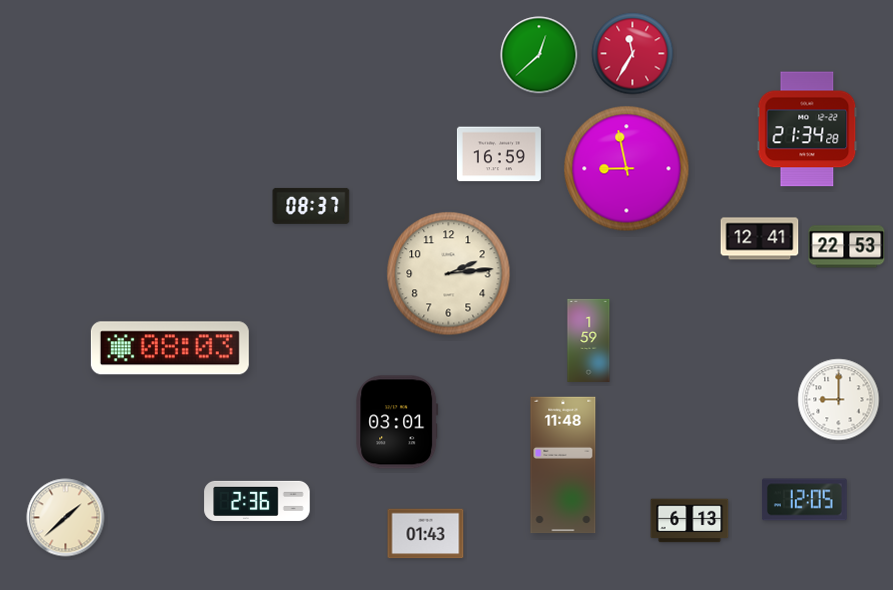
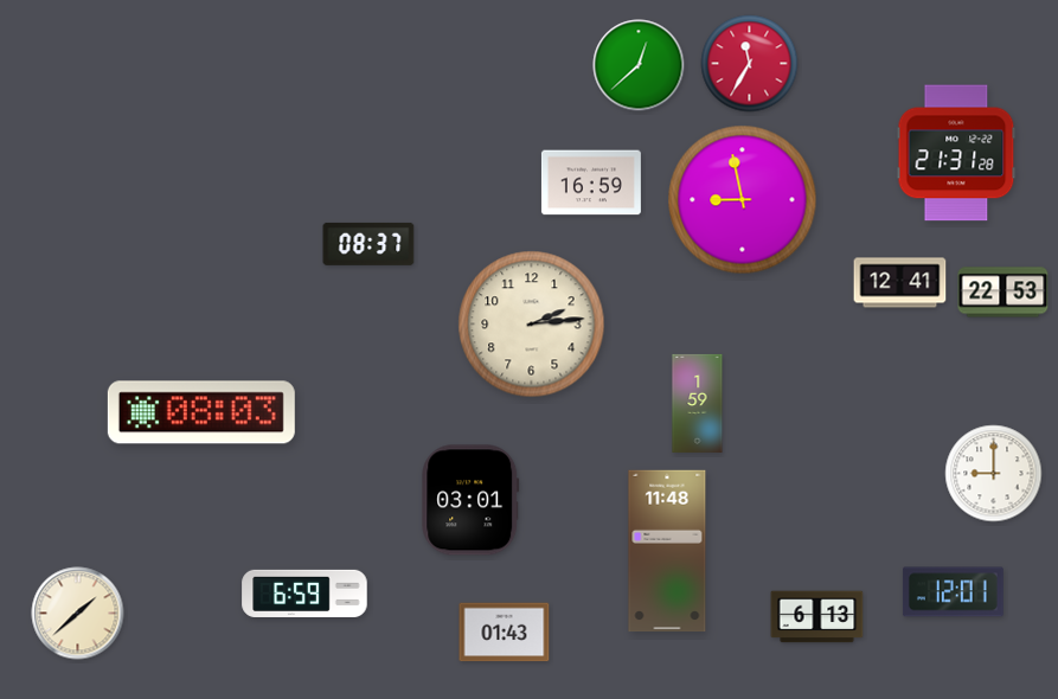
clock at (807, 129): 21:34 -> 21:31
clock at (804, 500): 12:05 -> 12:01
clock at (257, 501): 2:36 -> 6:59
